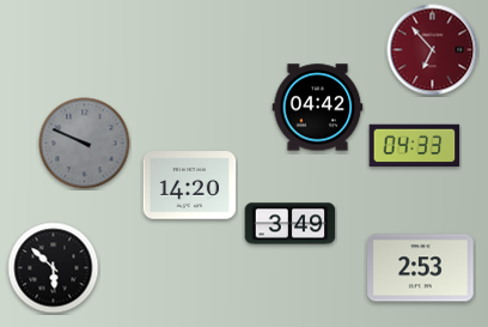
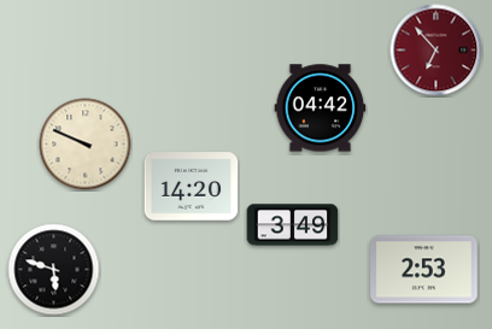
clock at (85, 144) dial: grey -> cream
clock at (415, 146): 04:33 -> none
clock at (54, 268): 5:52 -> 5:48
